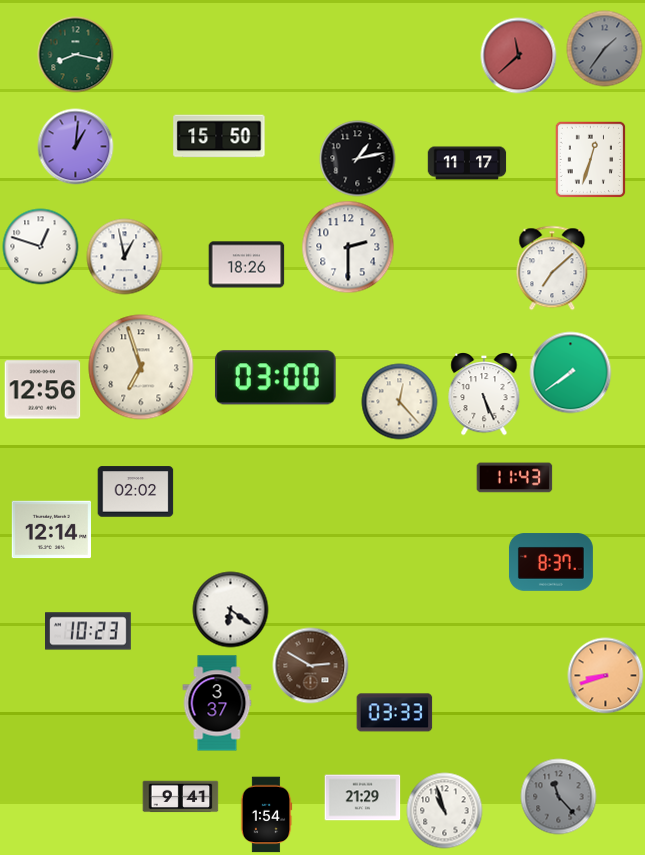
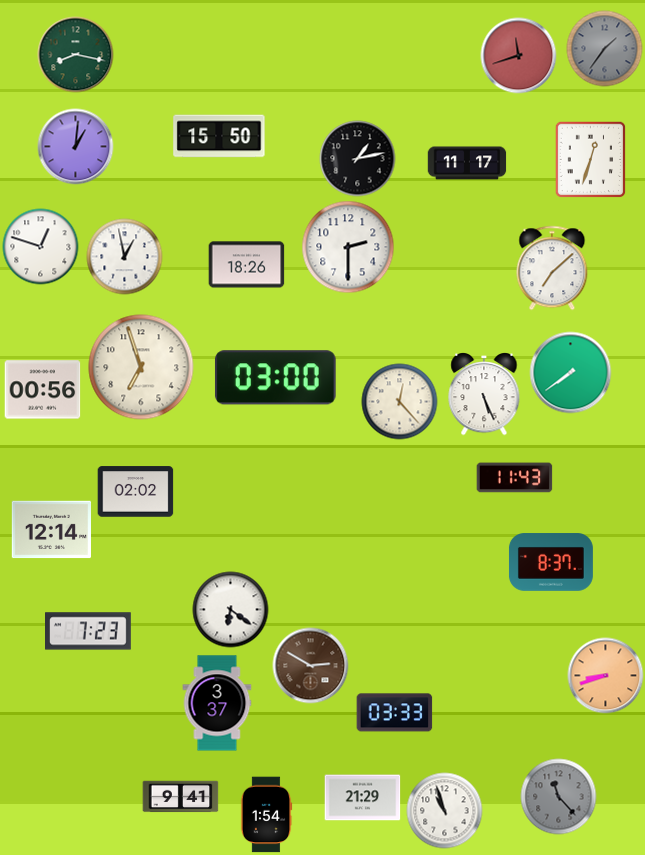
clock at (519, 56): 11:38 -> 11:42
clock at (43, 390): 12:56 -> 00:56
clock at (89, 631): 10:23 -> 7:23
